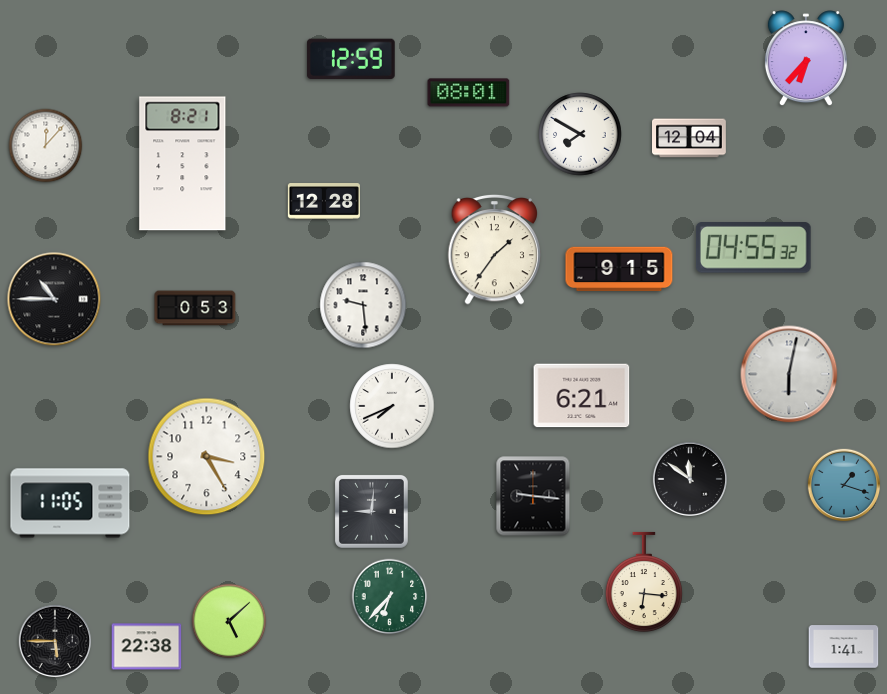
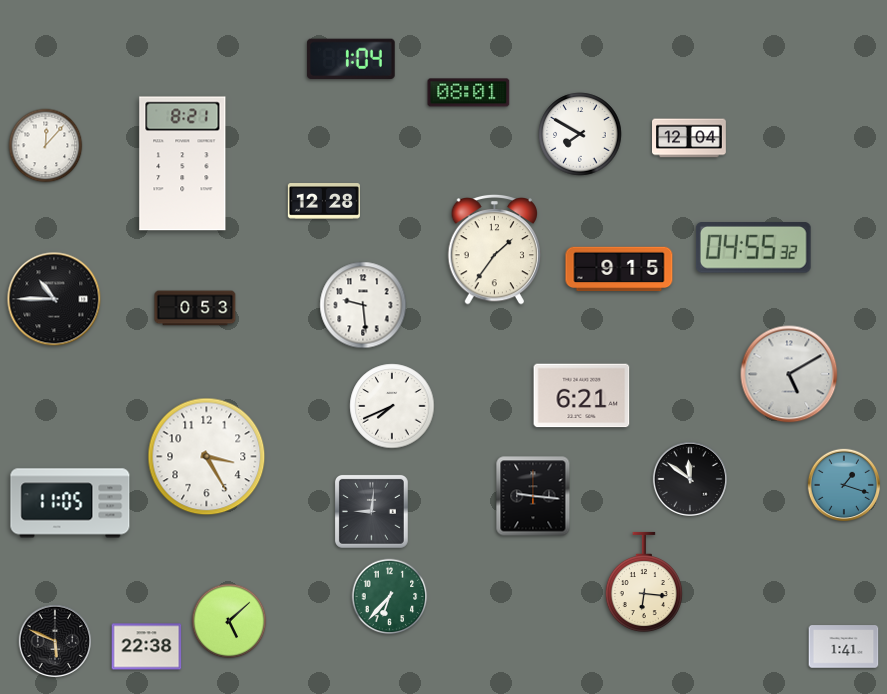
clock at (351, 59): 12:59 -> 1:04
clock at (806, 59): 6:37 -> none
clock at (789, 374): 6:02 -> 5:10
clock at (55, 641): 5:45 -> 5:49
